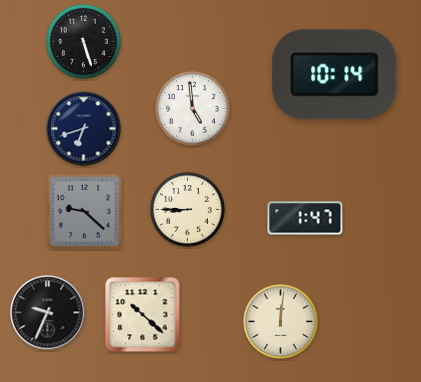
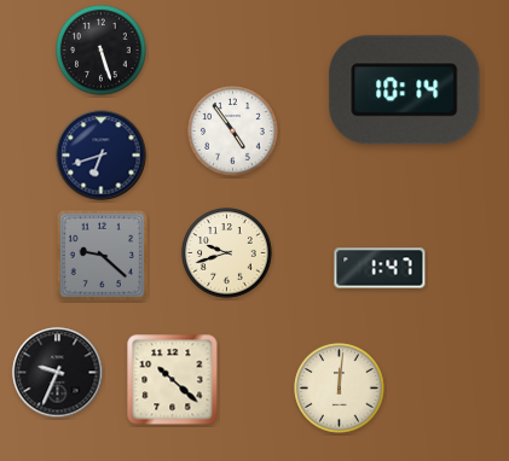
clock at (193, 109): 4:59 -> 4:54
clock at (188, 210): 8:45 -> 9:42
clock at (305, 218) position: (305, 218) -> (380, 268)
clock at (48, 313) position: (48, 313) -> (58, 373)
